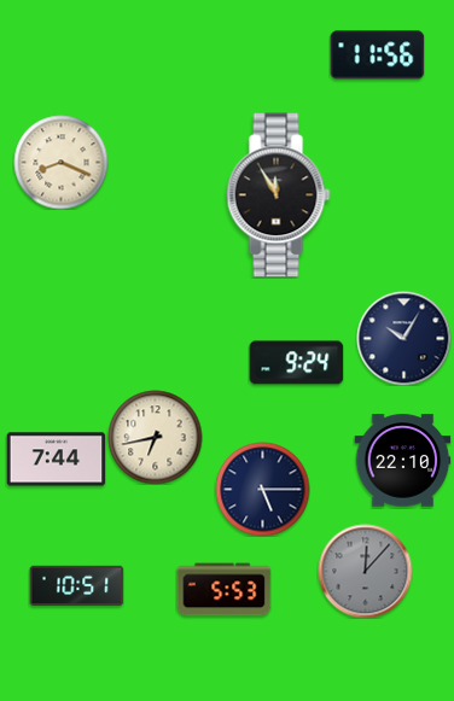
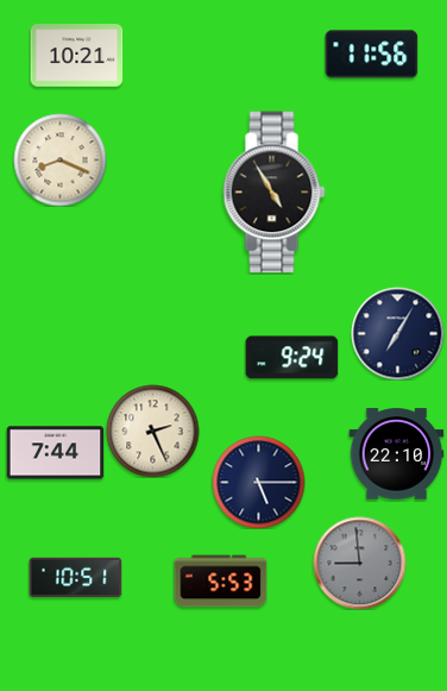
clock at (76, 56): none -> 10:21
clock at (279, 195): 11:55 -> 4:55
clock at (403, 338): 10:05 -> 7:05
clock at (155, 437): 6:43 -> 2:26
clock at (365, 571): 12:07 -> 8:59
